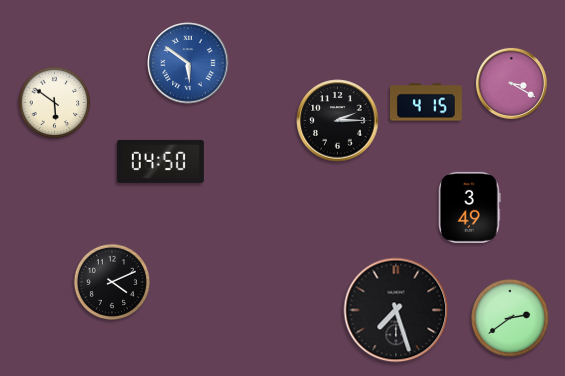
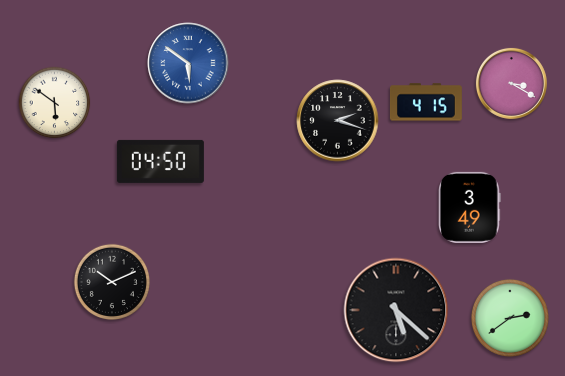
clock at (338, 121): 2:15 -> 2:18
clock at (112, 282): 4:11 -> 10:11
clock at (396, 310): 7:27 -> 5:22
